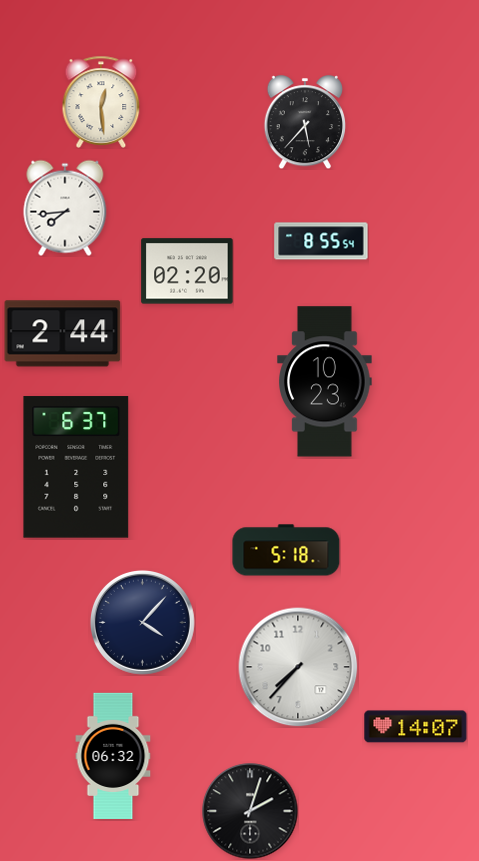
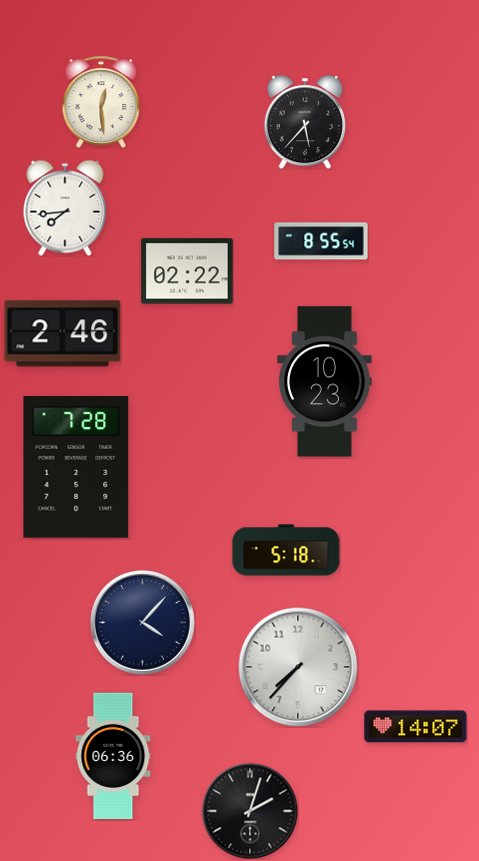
clock at (187, 271): 02:20 -> 02:22
clock at (63, 334): 2:44 -> 2:46
clock at (76, 467): 6:37 -> 7:28
clock at (113, 755): 06:32 -> 06:36
